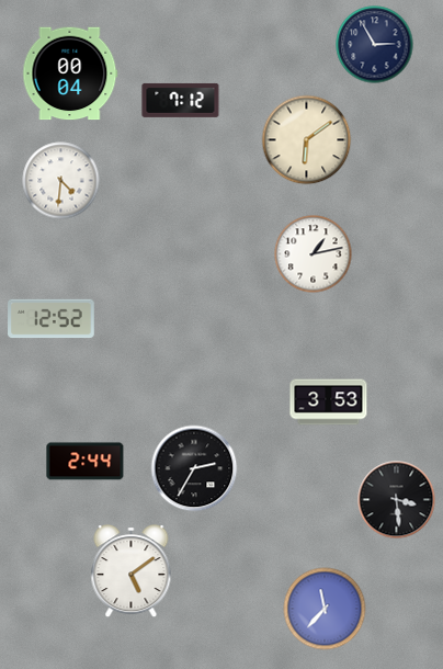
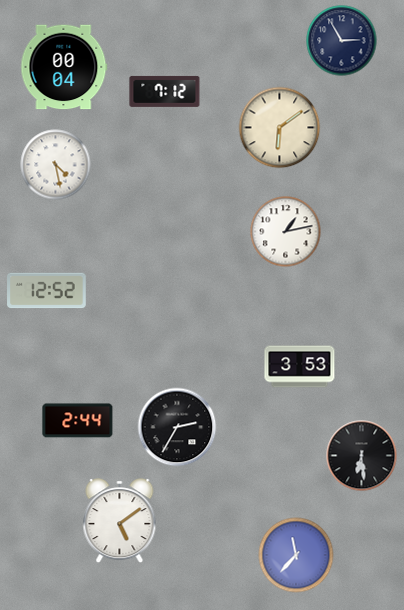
clock at (61, 181): 4:31 -> 4:28
clock at (397, 500): 3:29 -> 6:29
